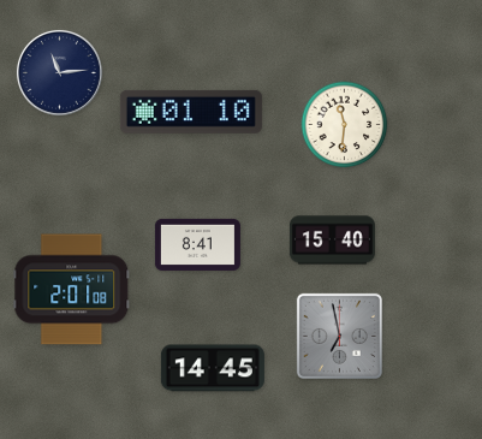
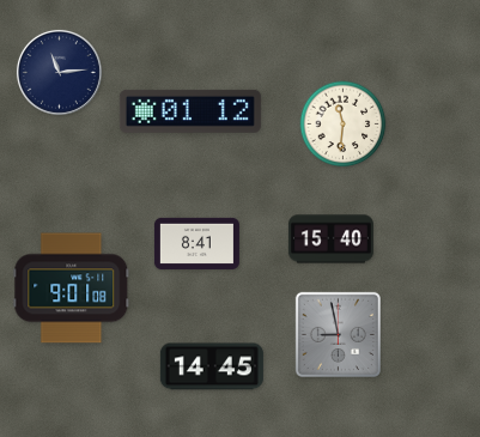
clock at (191, 112): 01:10 -> 01:12
clock at (72, 290): 2:01 -> 9:01
clock at (339, 336): 6:58 -> 8:58
